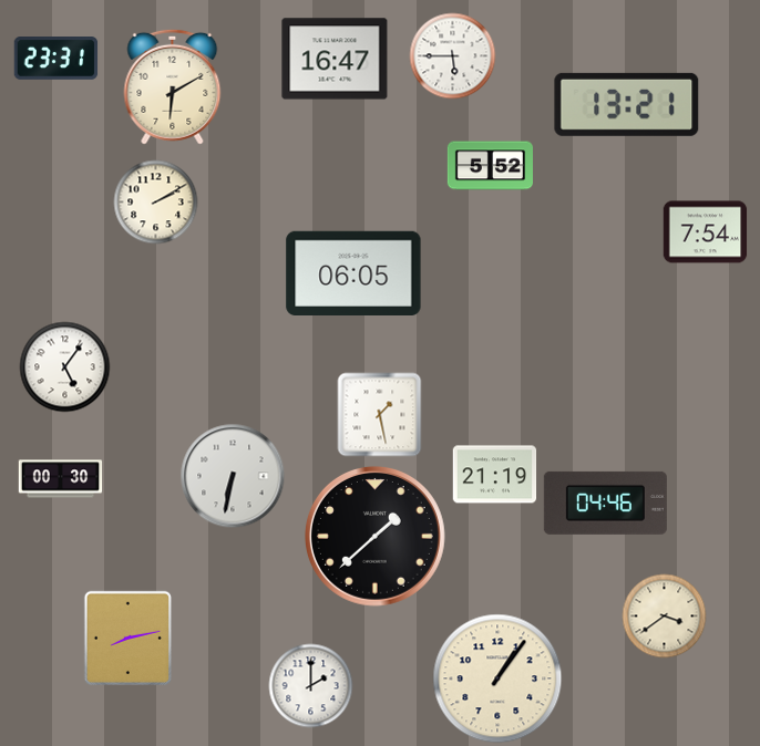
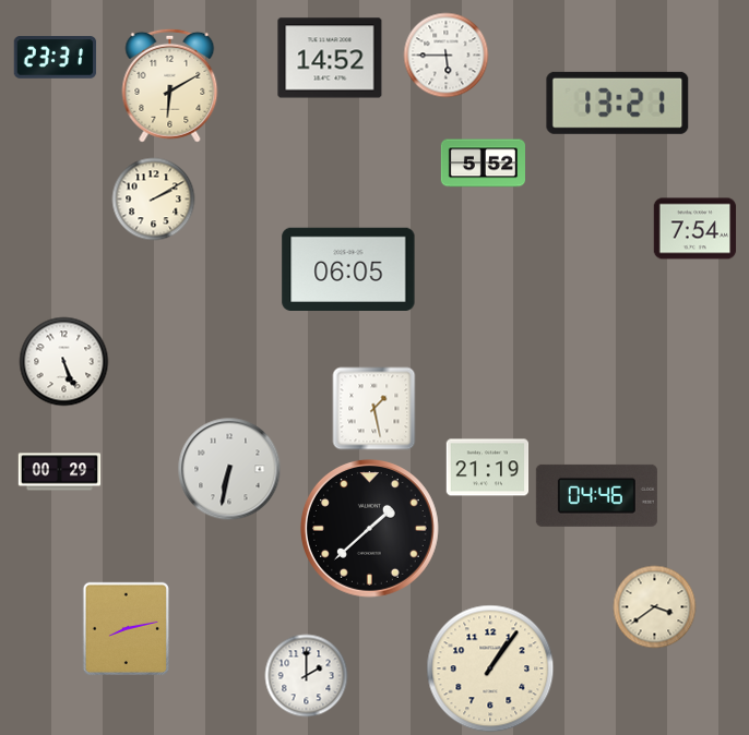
clock at (335, 59): 16:47 -> 14:52
clock at (65, 367): 5:06 -> 5:26
clock at (61, 479): 00:30 -> 00:29
